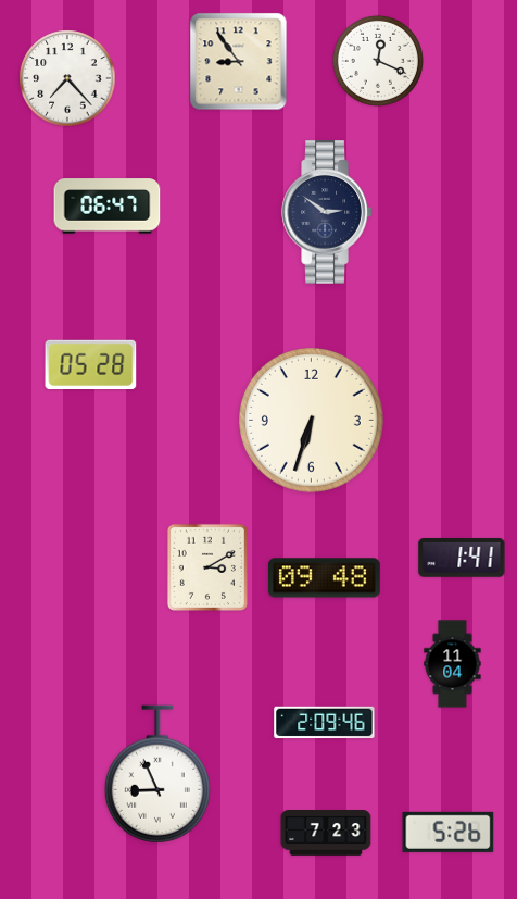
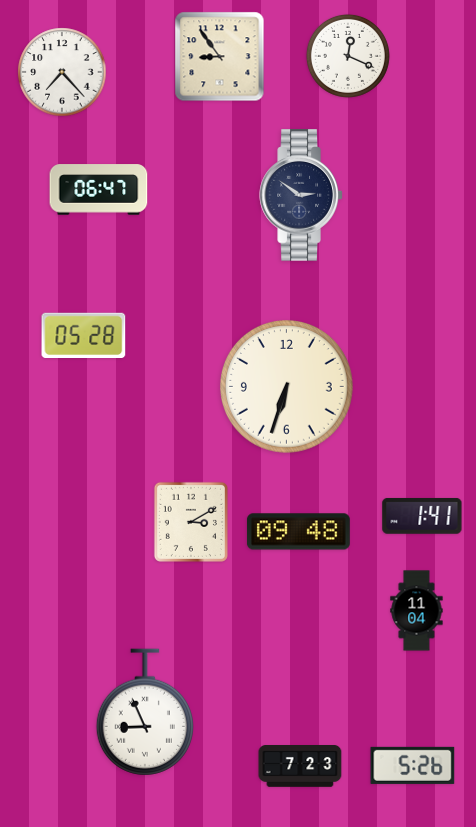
clock at (462, 558) position: (462, 558) -> (422, 516)
clock at (325, 723): 2:09 -> none
